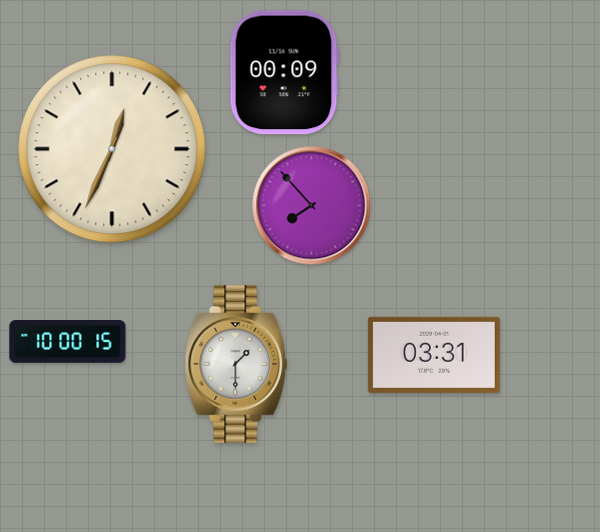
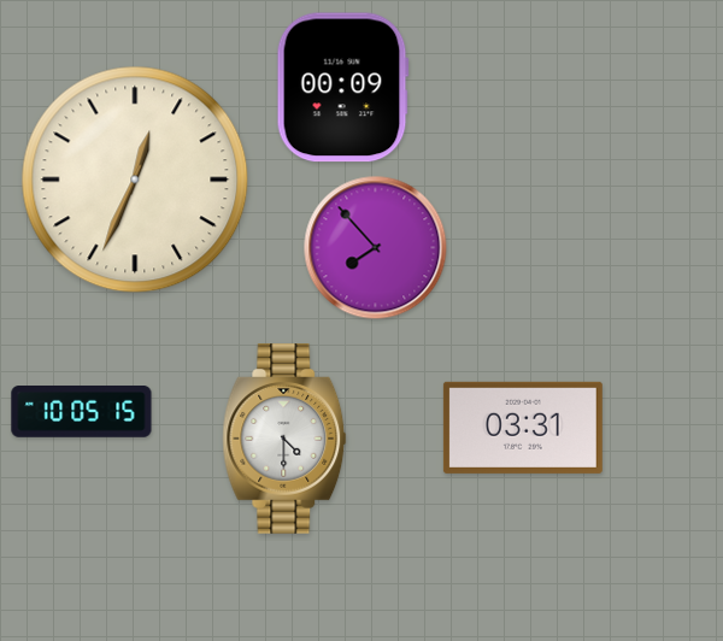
clock at (68, 342): 10:00 -> 10:05
clock at (236, 365): 1:30 -> 4:30
